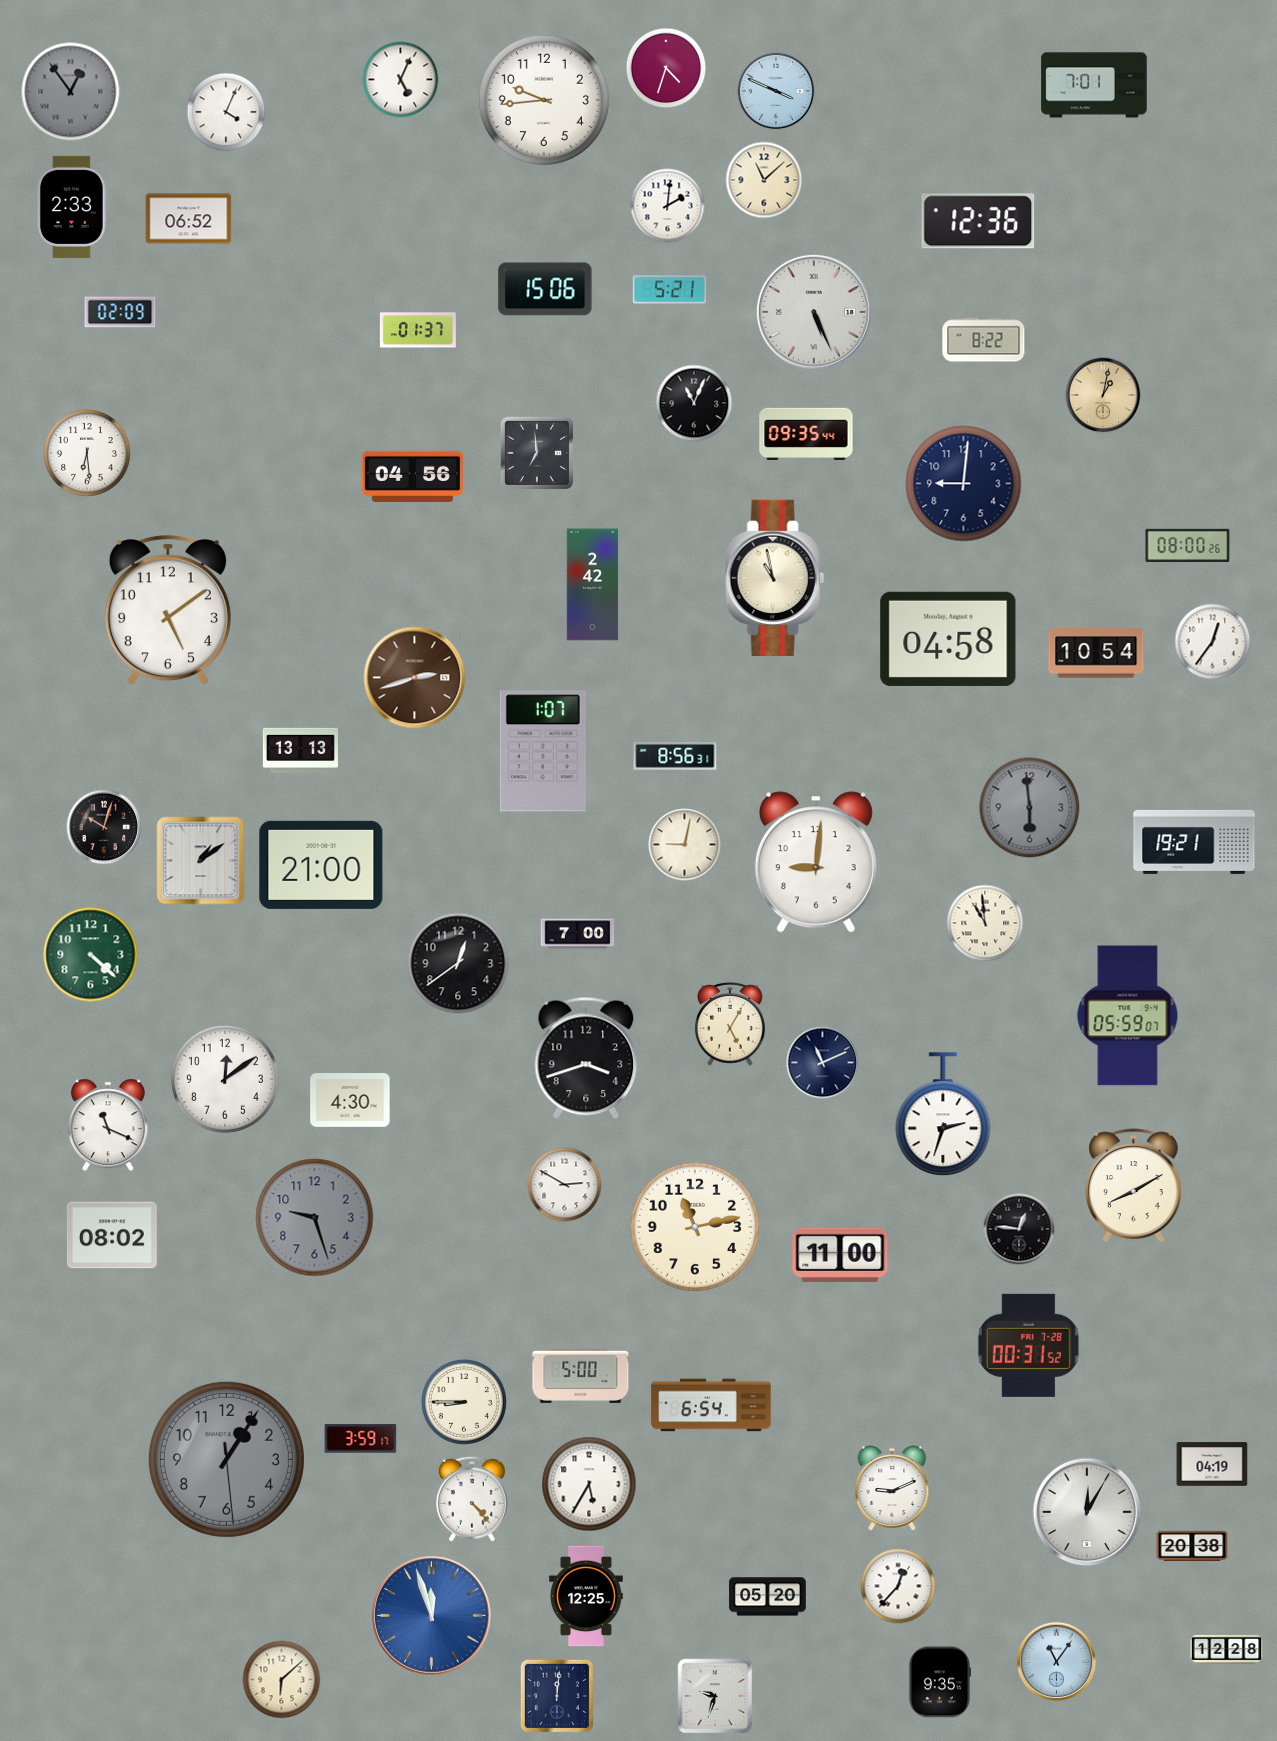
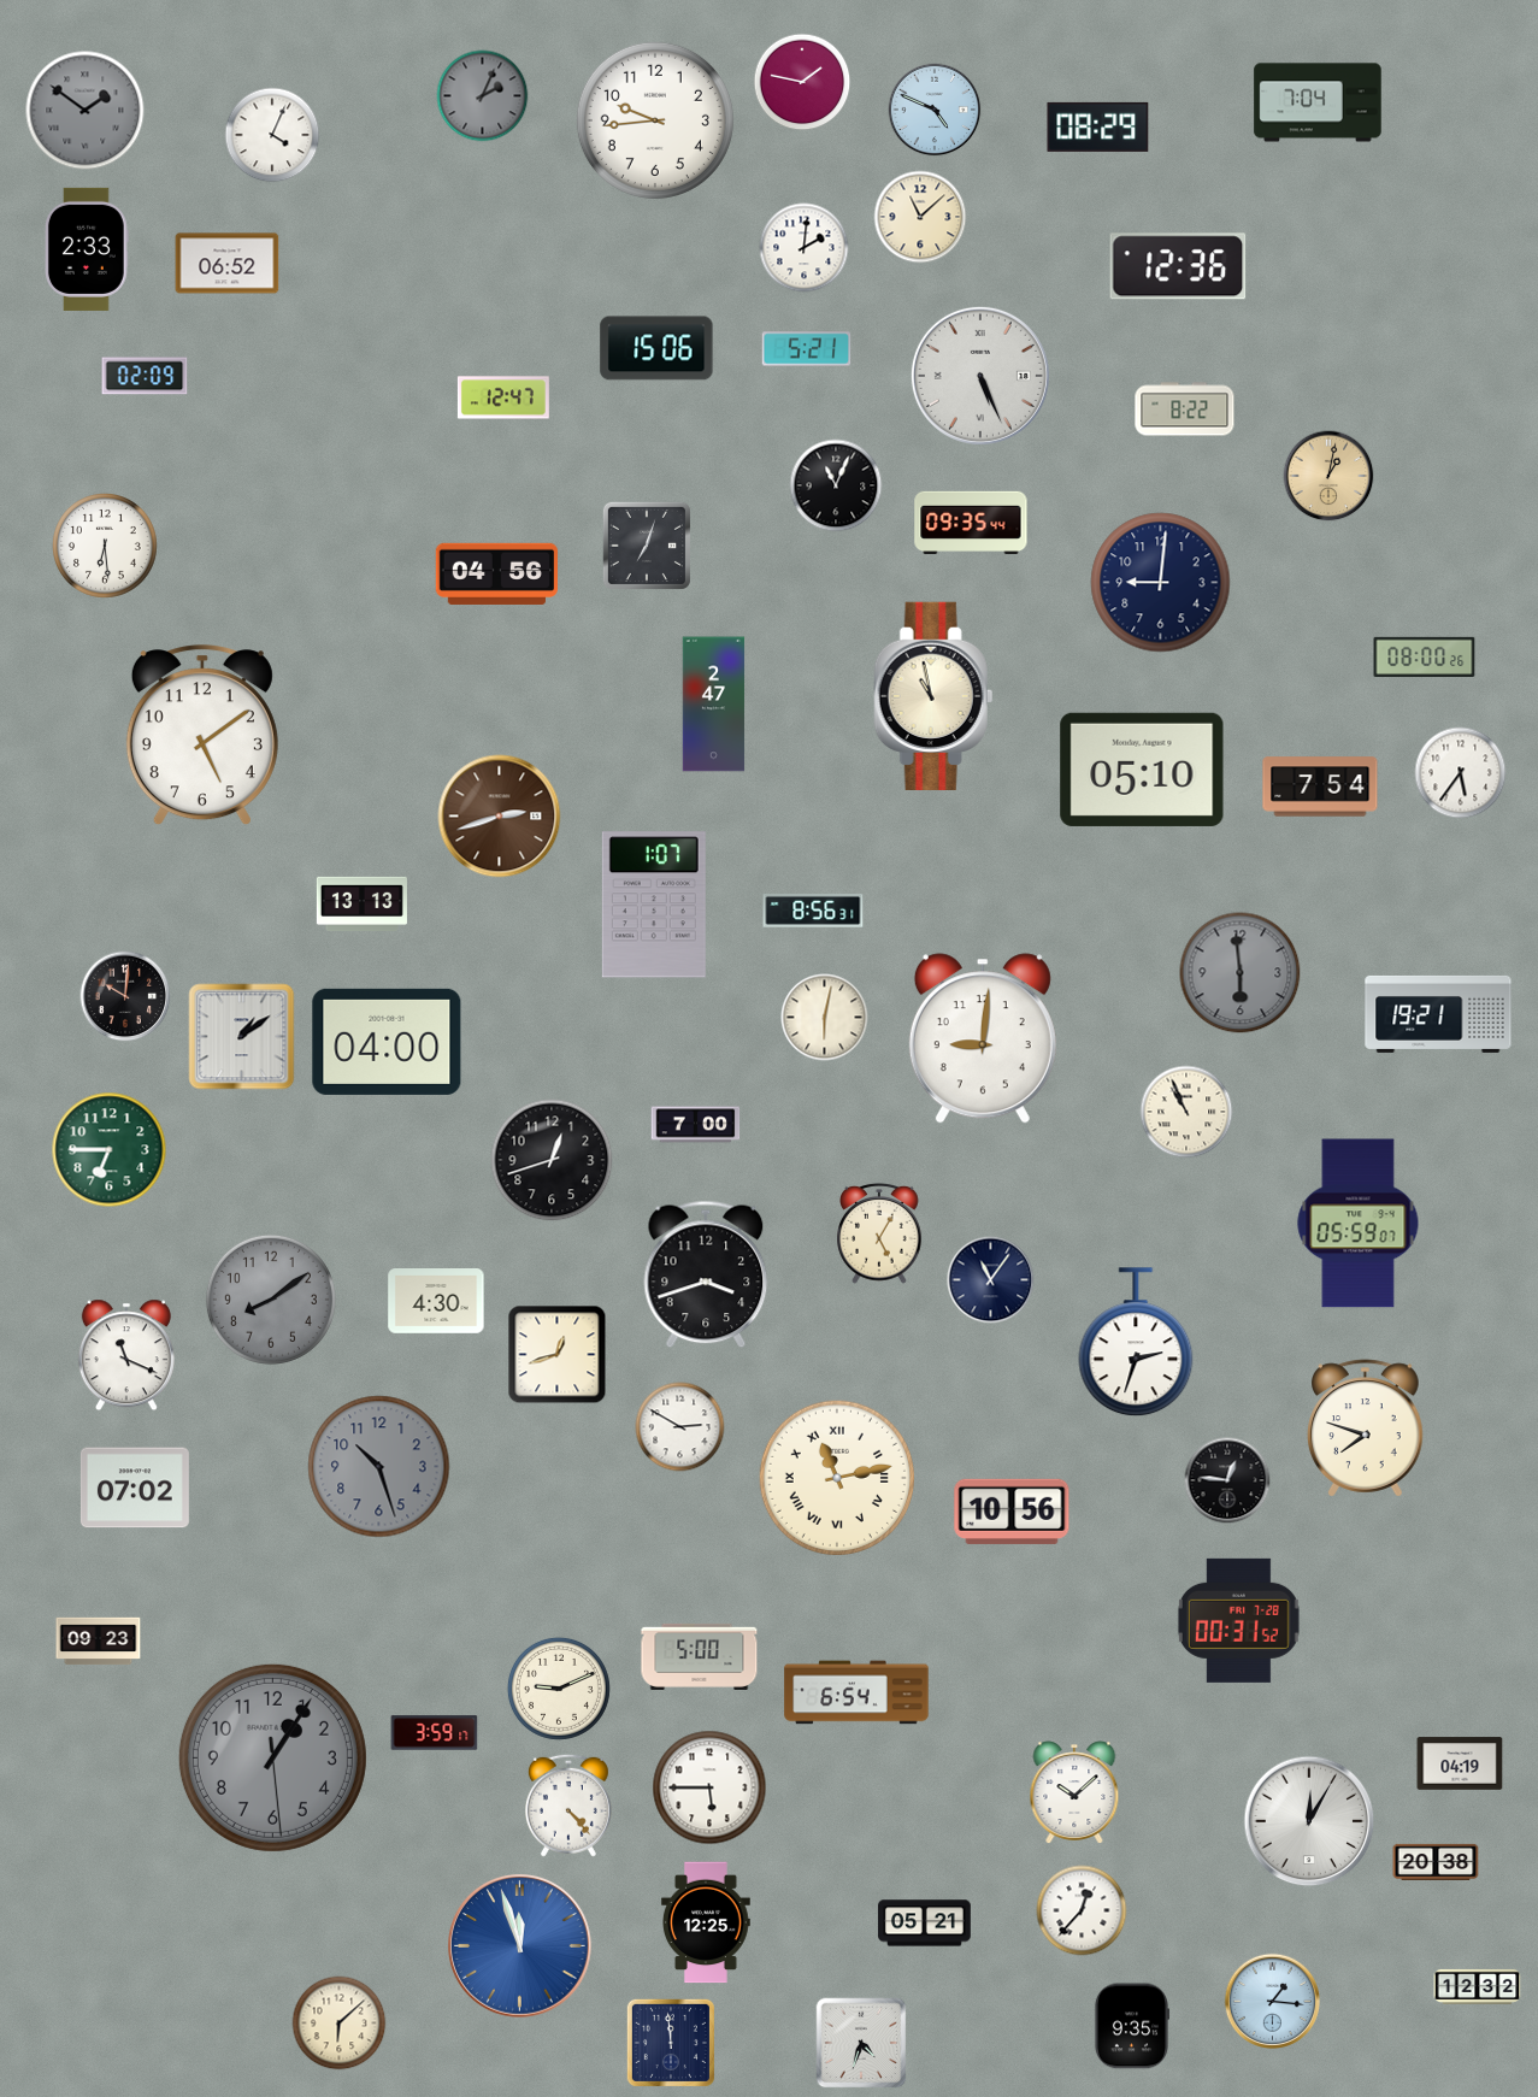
clock at (666, 68): 4:33 -> 1:47
clock at (401, 80): 5:04 -> 2:04
clock at (401, 80) dial: white -> grey
clock at (1094, 85): 7:01 -> 7:04
clock at (776, 91): 3:49 -> 4:49
clock at (71, 92): 12:54 -> 1:51
clock at (1098, 126): none -> 08:29
clock at (418, 330): 01:37 -> 12:47
clock at (537, 453): 6:59 -> 7:03
clock at (1188, 545) position: (1188, 545) -> (1425, 656)
clock at (593, 585): 2:42 -> 2:47
clock at (948, 639): 04:58 -> 05:10
clock at (1213, 642): 12:36 -> 5:36
clock at (1096, 653): 10:54 -> 7:54
clock at (104, 827): 10:03 -> 10:01
clock at (685, 845): 9:02 -> 6:02
clock at (321, 865): 21:00 -> 04:00
clock at (985, 923): 10:59 -> 10:56
clock at (91, 955): 4:22 -> 6:45
clock at (458, 963): 12:39 -> 12:42
clock at (823, 1063): 11:11 -> 11:06
clock at (225, 1079): 12:09 -> 8:09
clock at (225, 1079) dial: white -> grey
clock at (350, 1101) position: (350, 1101) -> (436, 1302)
clock at (108, 1125) position: (108, 1125) -> (126, 1355)
clock at (558, 1355): none -> 12:42
clock at (1134, 1186): 8:10 -> 7:48
clock at (315, 1218): 9:27 -> 10:27
clock at (694, 1226) numerals: Arabic -> Roman
clock at (112, 1235): 08:02 -> 07:02
clock at (840, 1255): 11:00 -> 10:56
clock at (99, 1642): none -> 09:23
clock at (464, 1402): 8:45 -> 9:11
clock at (589, 1484): 5:35 -> 5:45
clock at (892, 1488): 9:11 -> 10:08
clock at (768, 1597): 05:20 -> 05:21
clock at (1227, 1649): 12:28 -> 12:32
clock at (1057, 1661): 11:06 -> 1:16
clock at (557, 1696): 12:01 -> 11:59
clock at (715, 1696): 9:33 -> 4:33
